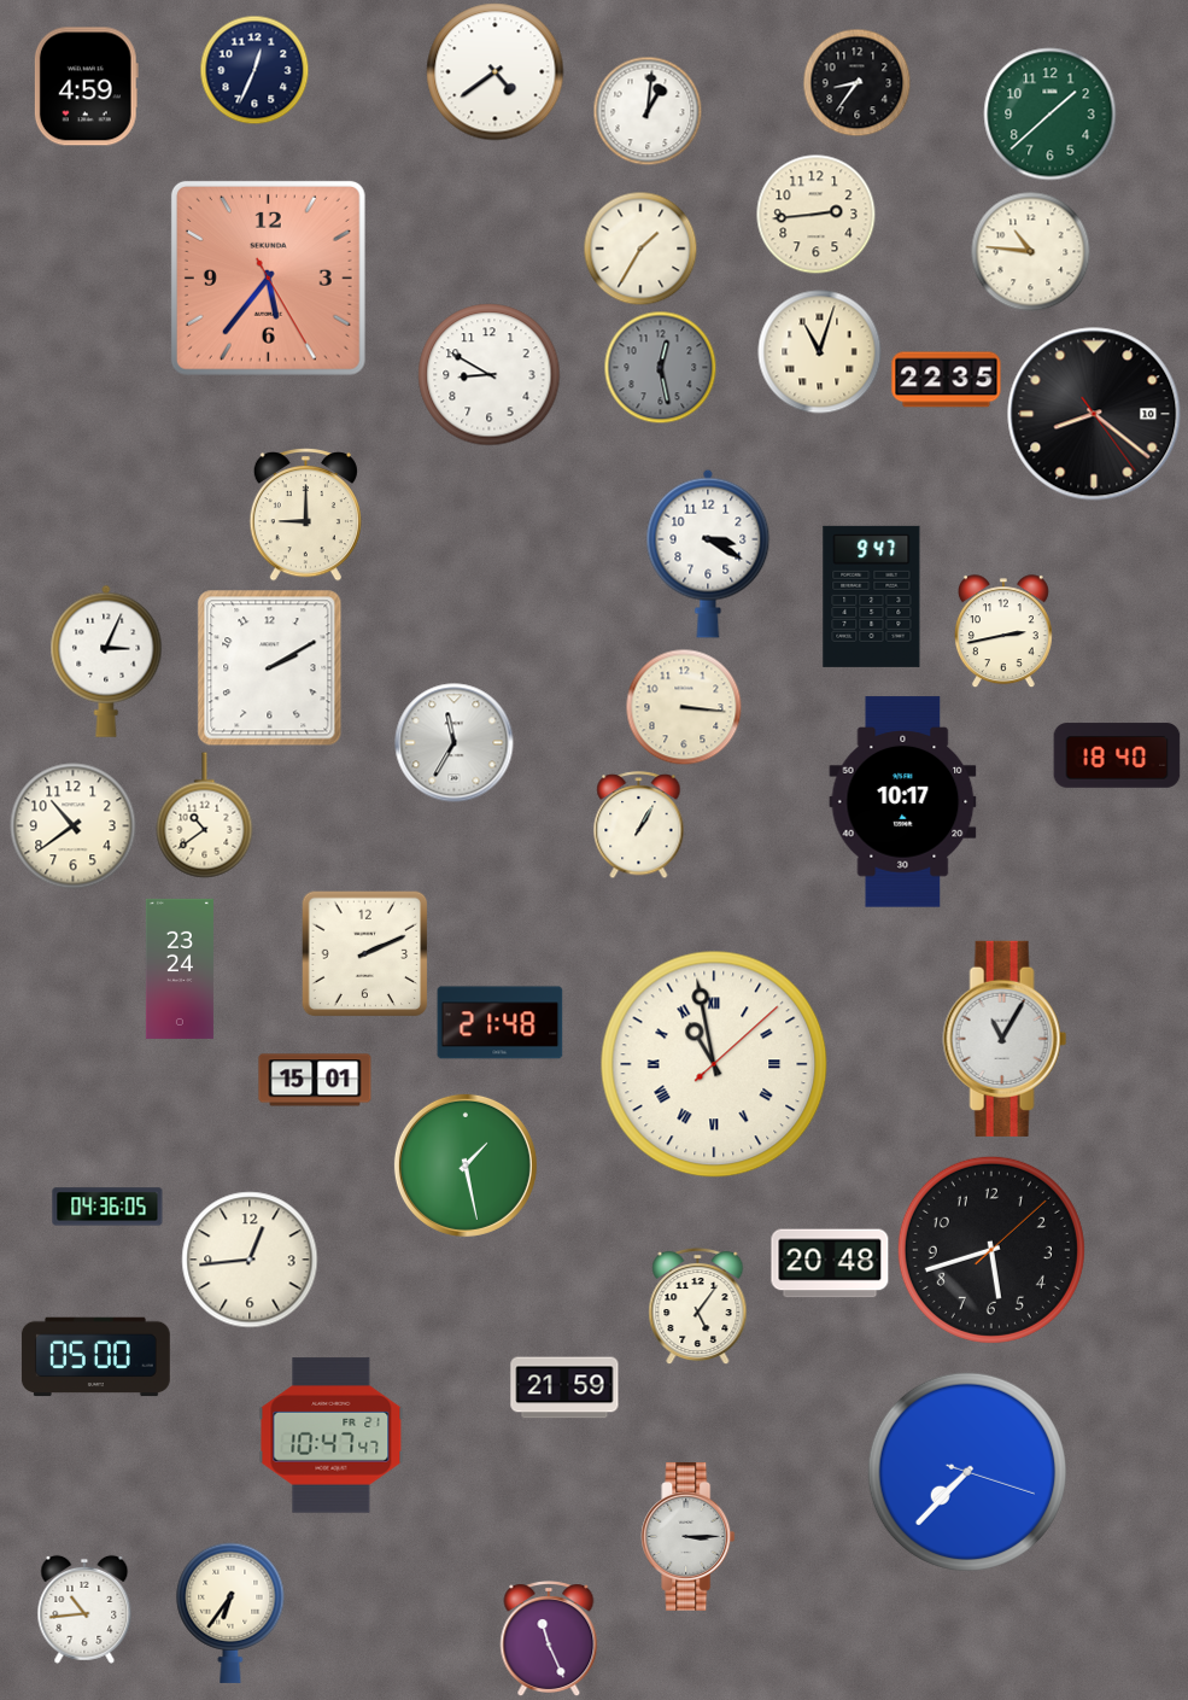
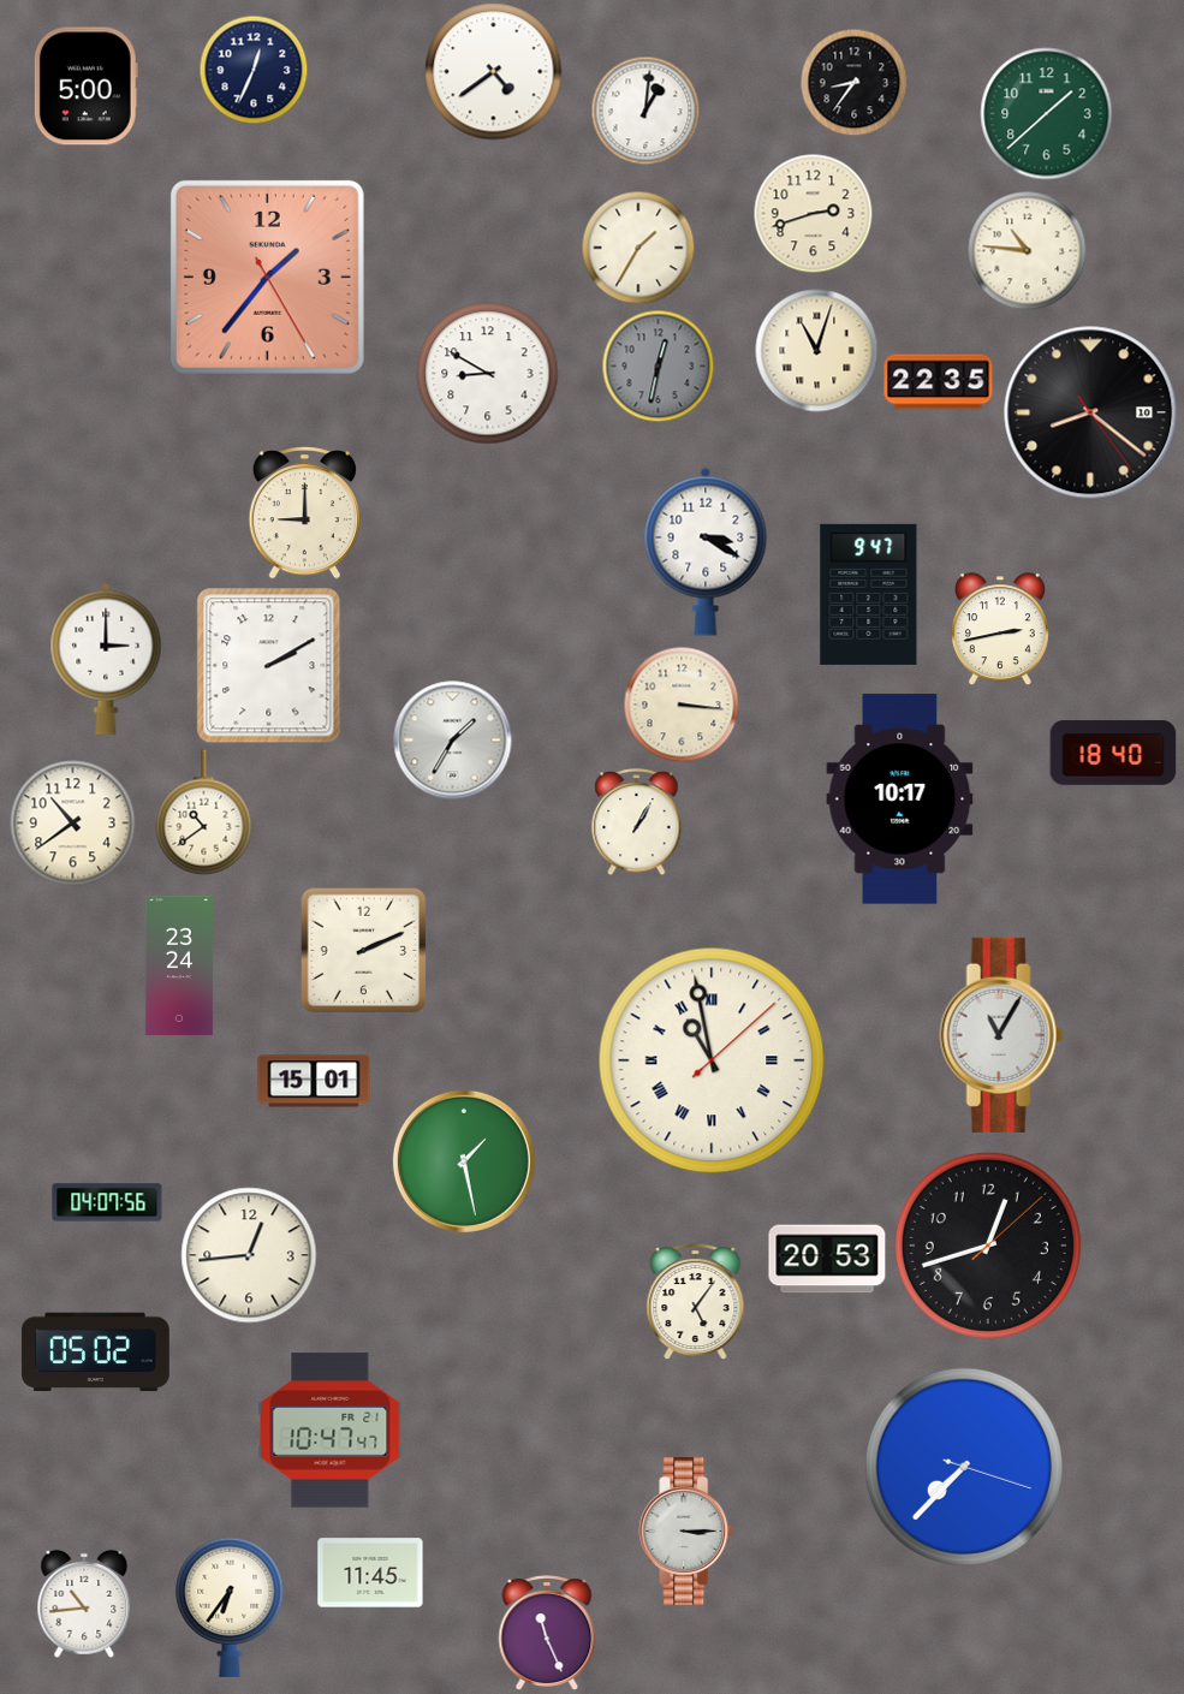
clock at (86, 87): 4:59 -> 5:00
clock at (817, 215): 2:44 -> 2:42
clock at (268, 278): 5:36 -> 1:36
clock at (660, 367): 12:28 -> 12:32
clock at (947, 380) position: (947, 380) -> (939, 382)
clock at (106, 661): 3:04 -> 3:00
clock at (455, 743): 11:35 -> 1:35
clock at (501, 1023): 21:48 -> none
clock at (315, 1080) position: (315, 1080) -> (314, 1081)
clock at (107, 1207): 04:36 -> 04:07
clock at (991, 1250): 5:42 -> 12:42
clock at (830, 1263): 20:48 -> 20:53
clock at (95, 1357): 05:00 -> 05:02
clock at (564, 1388): 21:59 -> none
clock at (370, 1573): none -> 11:45
